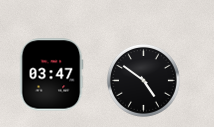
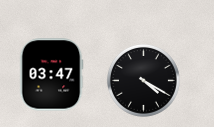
clock at (143, 80): 4:51 -> 4:20
